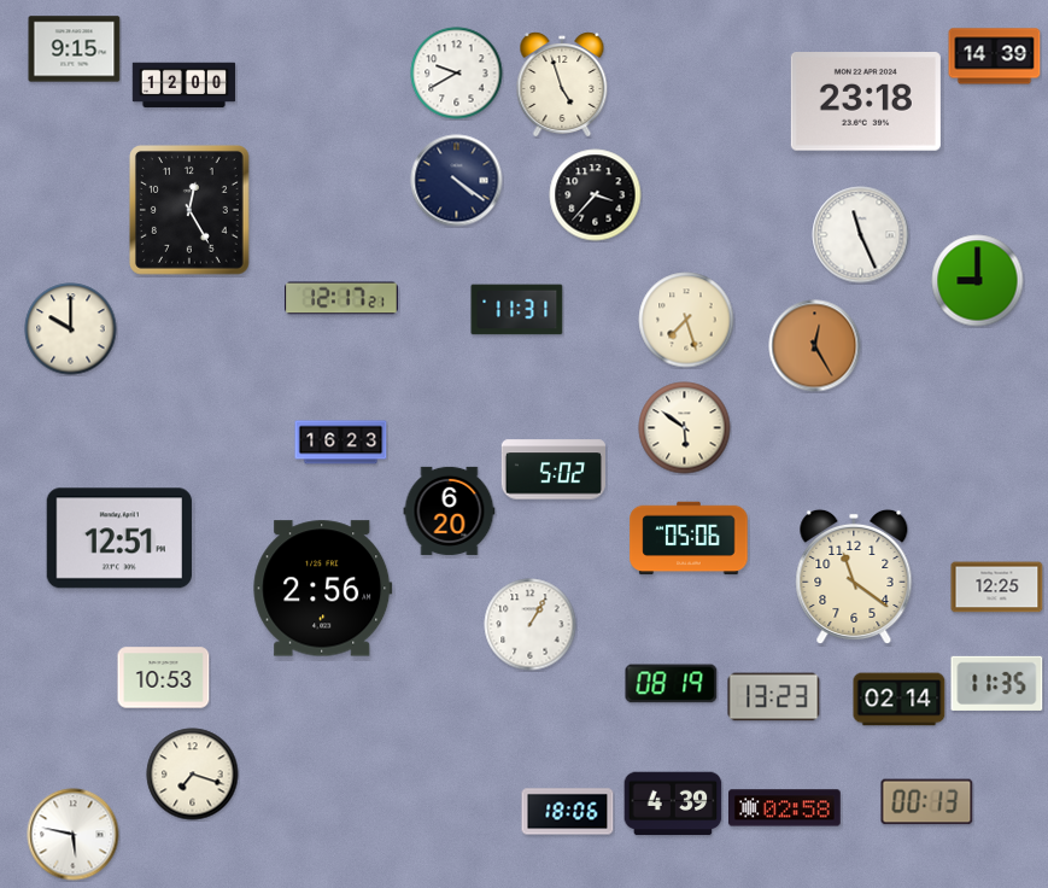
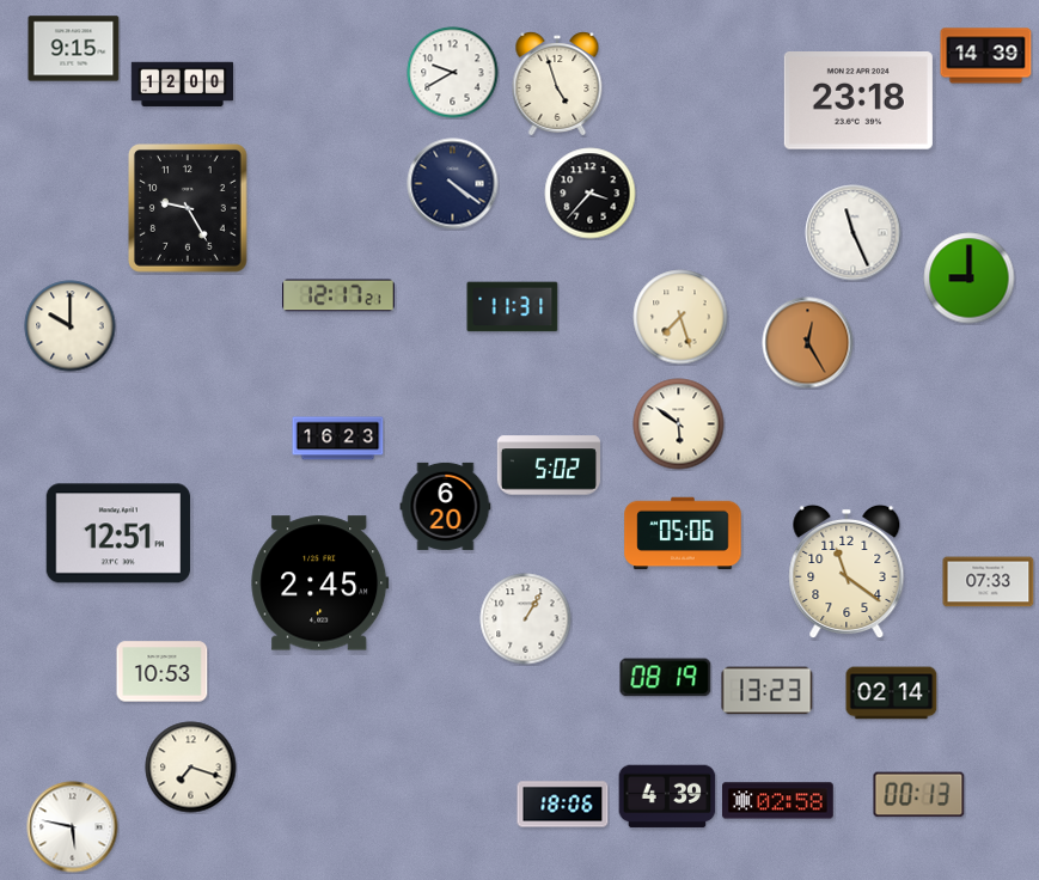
clock at (457, 181) position: (457, 181) -> (453, 184)
clock at (191, 211): 12:25 -> 9:25
clock at (997, 588): 12:25 -> 07:33
clock at (323, 589): 2:56 -> 2:45
clock at (997, 683): 11:35 -> none
